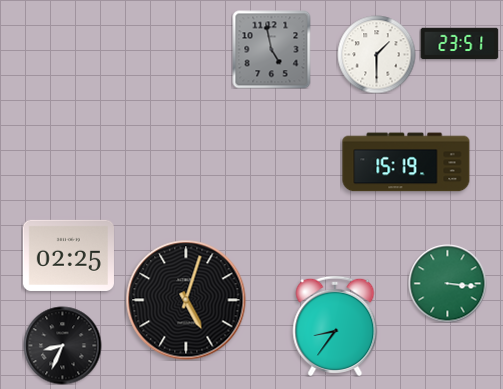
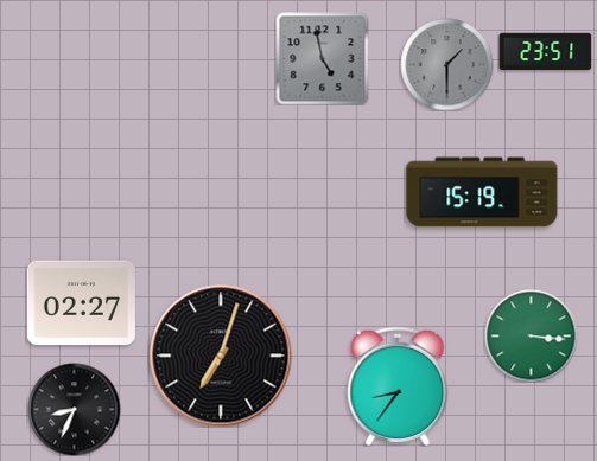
clock at (376, 54) dial: white -> grey
clock at (68, 255): 02:25 -> 02:27
clock at (186, 300): 5:03 -> 7:03
